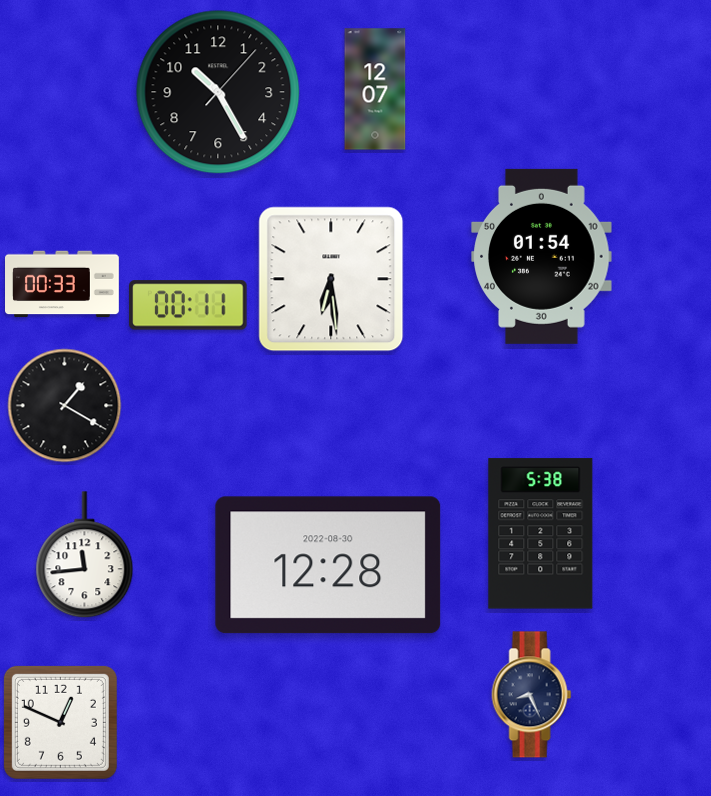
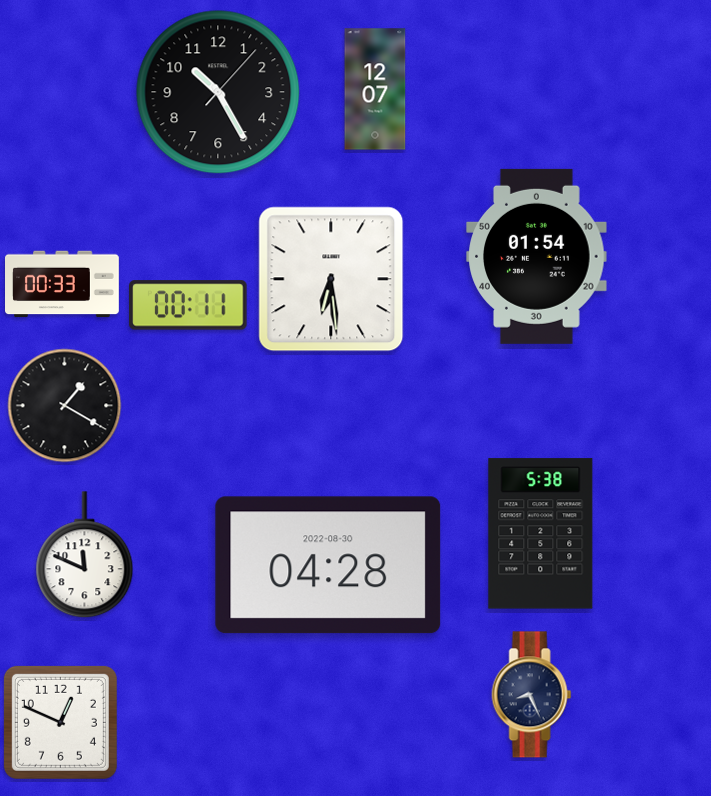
clock at (542, 256) position: (542, 256) -> (537, 256)
clock at (85, 555): 11:44 -> 11:49
clock at (328, 565): 12:28 -> 04:28
